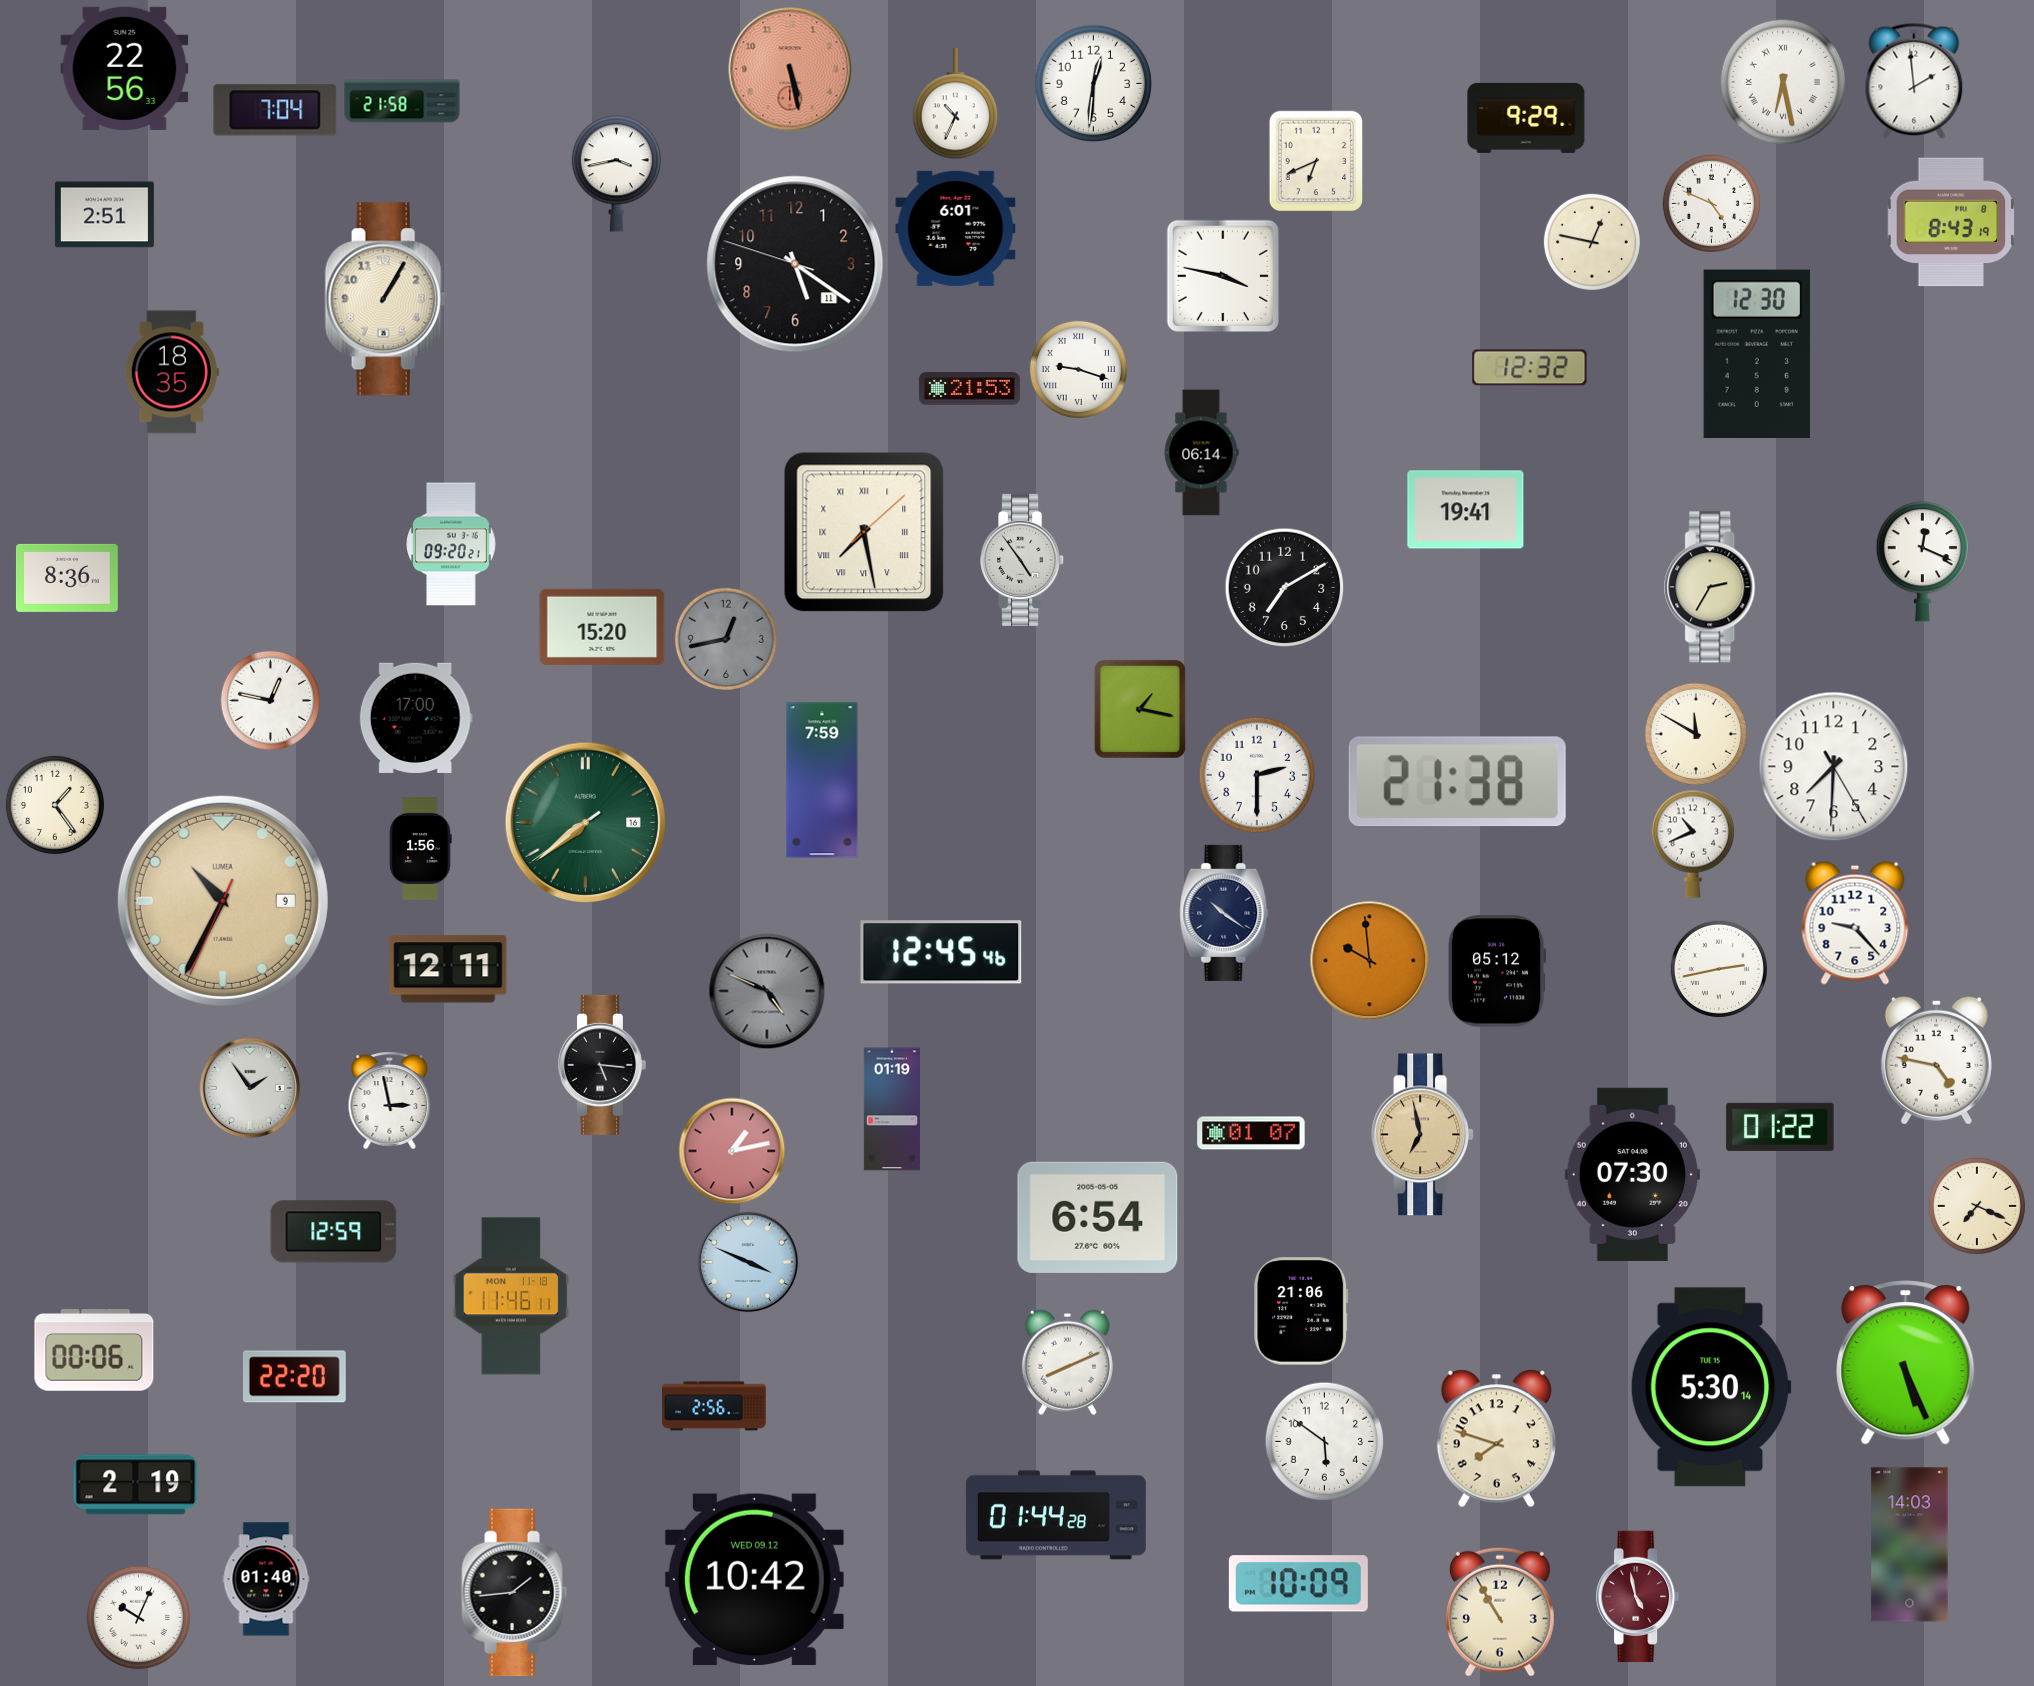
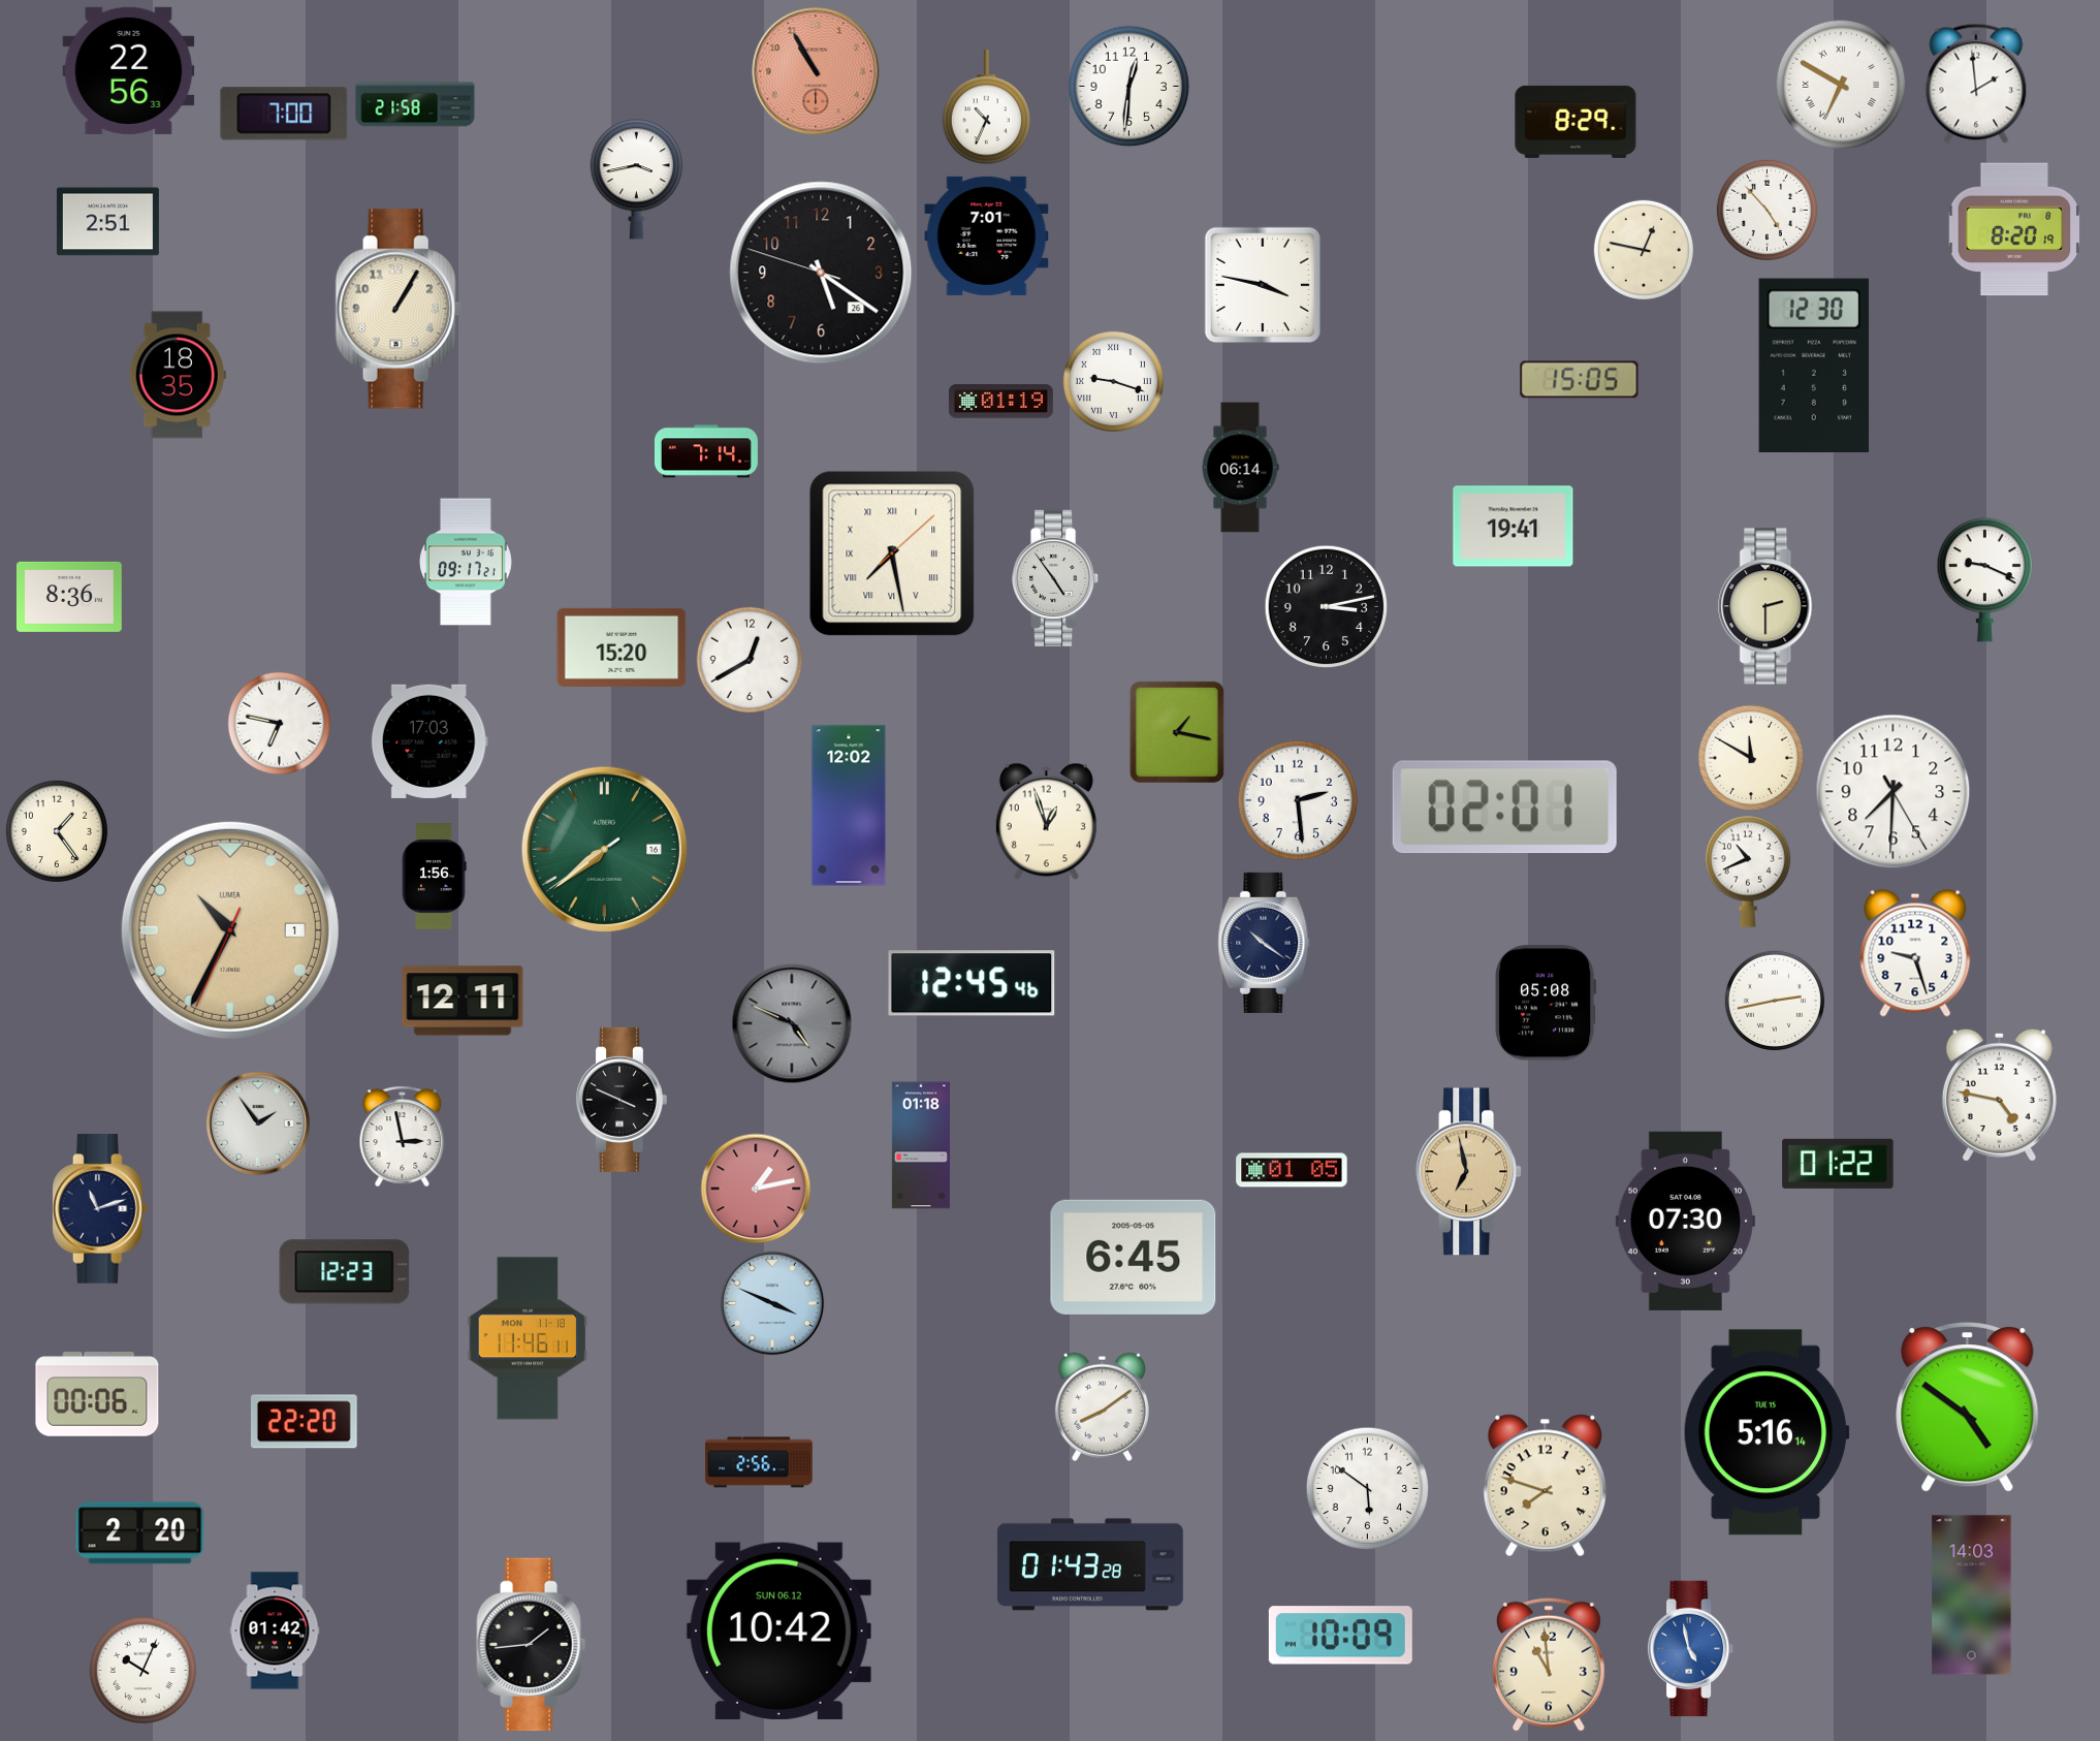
clock at (790, 69): 5:28 -> 10:55
clock at (1783, 82): 6:28 -> 6:50
clock at (275, 110): 7:04 -> 7:00
clock at (1526, 118): 9:29 -> 8:29
clock at (1316, 161): 6:41 -> none
clock at (1711, 203): 4:49 -> 4:53
clock at (1951, 222): 8:43 -> 8:20
clock at (956, 228): 6:01 -> 7:01
clock at (795, 264) date: 11 -> 26
clock at (1530, 368): 12:32 -> 15:05
clock at (172, 372) position: (172, 372) -> (178, 375)
clock at (969, 389): 21:53 -> 01:19
clock at (706, 451): none -> 7:14
clock at (864, 532) position: (864, 532) -> (892, 553)
clock at (451, 544): 09:20 -> 09:17
clock at (1922, 561): 12:19 -> 9:19
clock at (1713, 587): 2:35 -> 2:30
clock at (1285, 588): 7:10 -> 3:13
clock at (726, 639): 12:43 -> 12:40
clock at (726, 639) dial: grey -> white
clock at (270, 700): 12:47 -> 6:47
clock at (416, 718): 17:00 -> 17:03
clock at (1257, 775): 2:30 -> 2:29
clock at (822, 780): 7:59 -> 12:02
clock at (1457, 782): 21:38 -> 02:01
clock at (1046, 822): none -> 12:57
clock at (223, 901) date: 9 -> 1
clock at (1855, 923): 9:23 -> 9:27
clock at (1370, 961): 9:59 -> none
clock at (1497, 971): 05:12 -> 05:08
clock at (602, 1065): 5:16 -> 3:49
clock at (892, 1109): 01:19 -> 01:18
clock at (1251, 1133): 01:07 -> 01:05
clock at (100, 1209): none -> 11:12
clock at (1632, 1174) position: (1632, 1174) -> (1685, 1221)
clock at (1977, 1206): 7:19 -> none
clock at (1098, 1217): 6:54 -> 6:45
clock at (334, 1232): 12:59 -> 12:23
clock at (1301, 1311): 21:06 -> none
clock at (1067, 1362): 8:11 -> 8:09
clock at (1906, 1363): 5:26 -> 4:51
clock at (1711, 1387): 5:30 -> 5:16
clock at (714, 1406) position: (714, 1406) -> (759, 1462)
clock at (136, 1485): 2:19 -> 2:20
clock at (1056, 1515): 01:44 -> 01:43
clock at (266, 1579): 01:40 -> 01:42
clock at (754, 1579) date: WED 09.12 -> SUN 06.12
clock at (1638, 1597) dial: burgundy -> blue
clock at (1500, 1612): 10:55 -> 10:59
